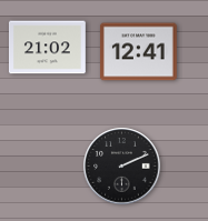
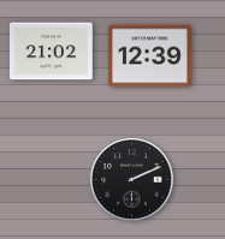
clock at (138, 52): 12:41 -> 12:39
